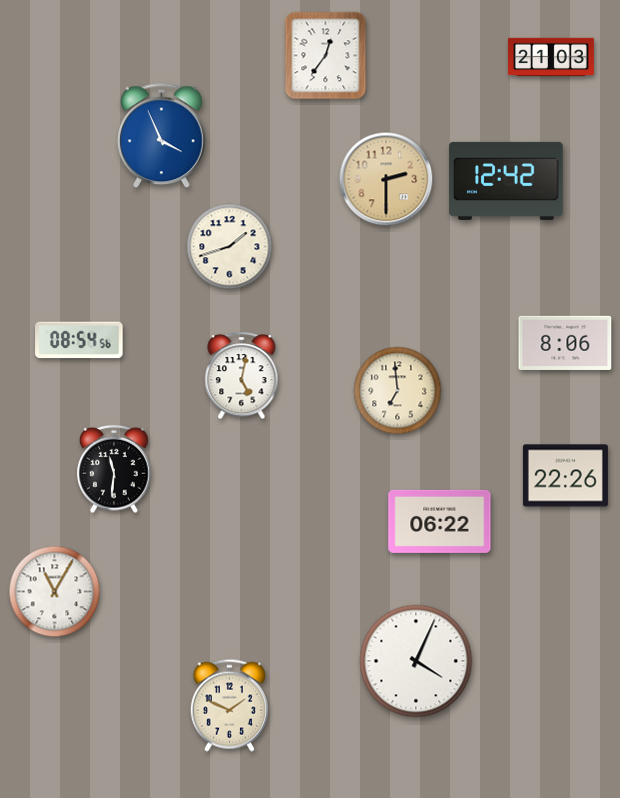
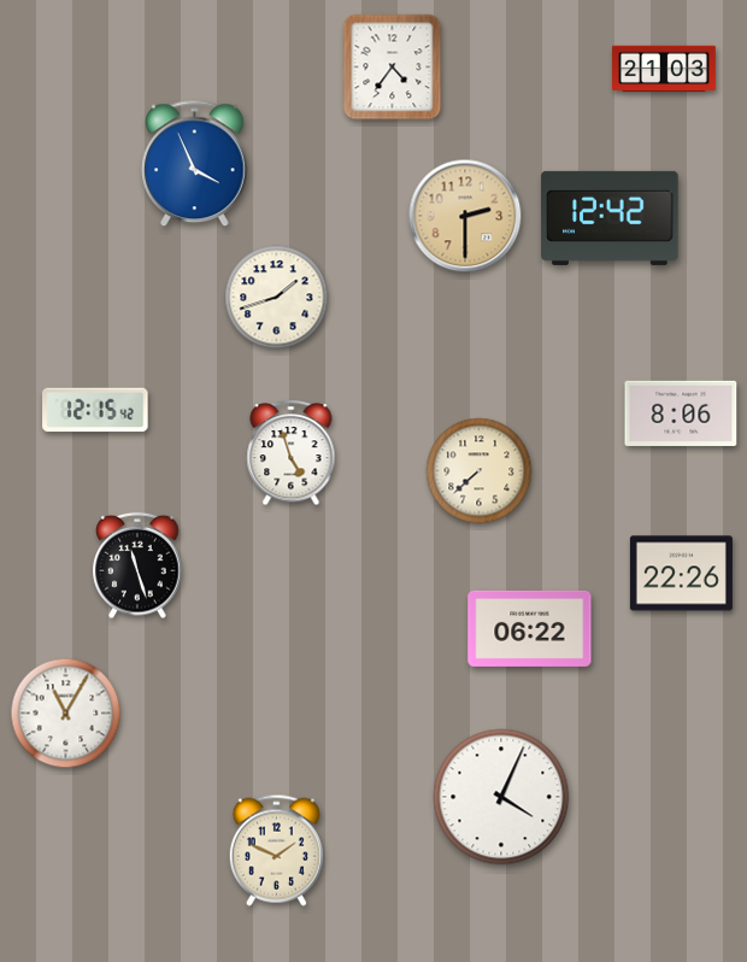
clock at (326, 56): 12:36 -> 4:36
clock at (79, 340): 08:54 -> 12:15
clock at (242, 376): 5:02 -> 4:57
clock at (398, 391): 6:59 -> 7:38
clock at (114, 469): 11:31 -> 11:27
